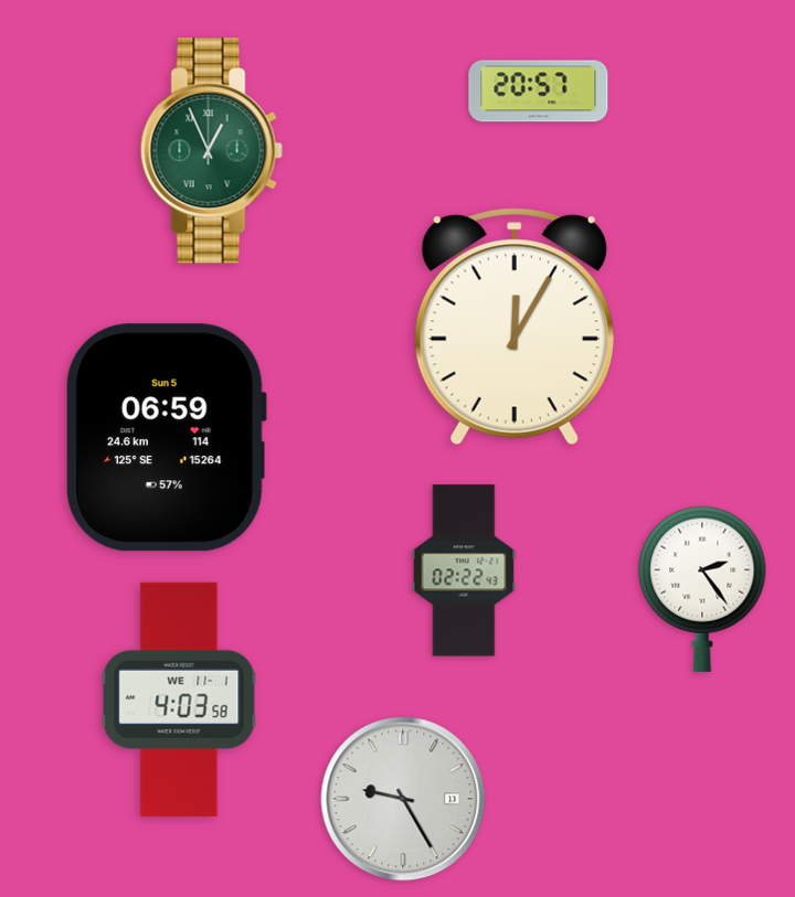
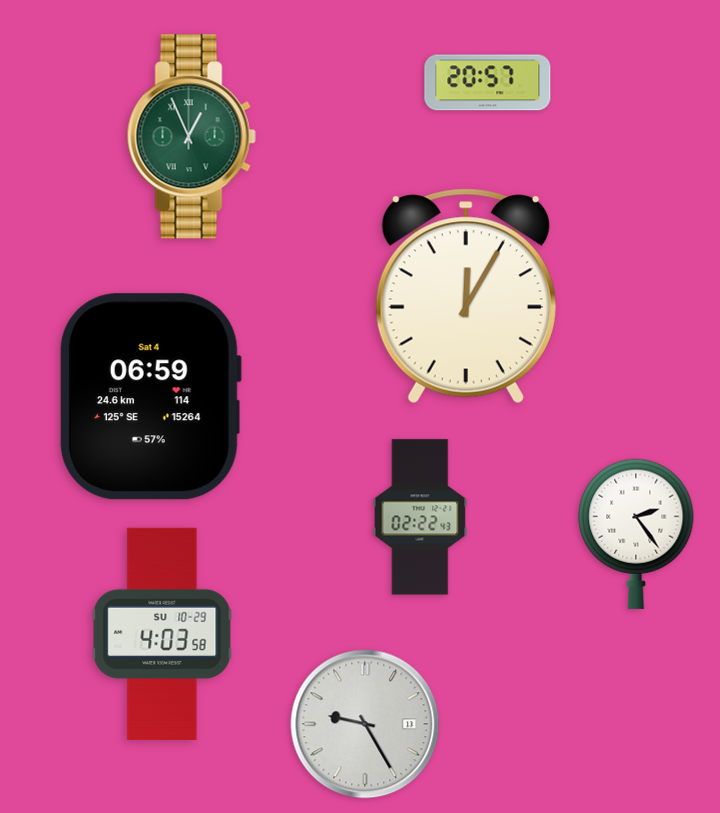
clock at (166, 438) date: Sun 5 -> Sat 4
clock at (179, 700) date: WE 11-1 -> SU 10-29
